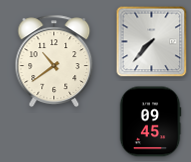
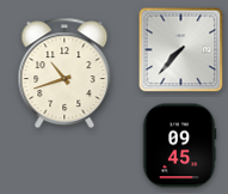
clock at (54, 60): 10:39 -> 10:42
